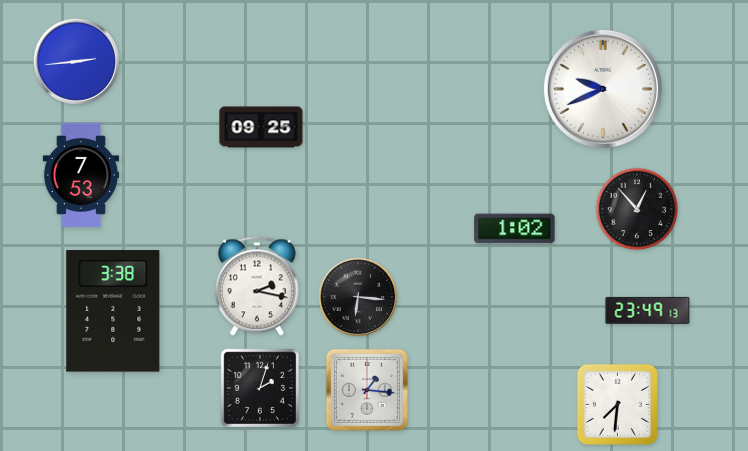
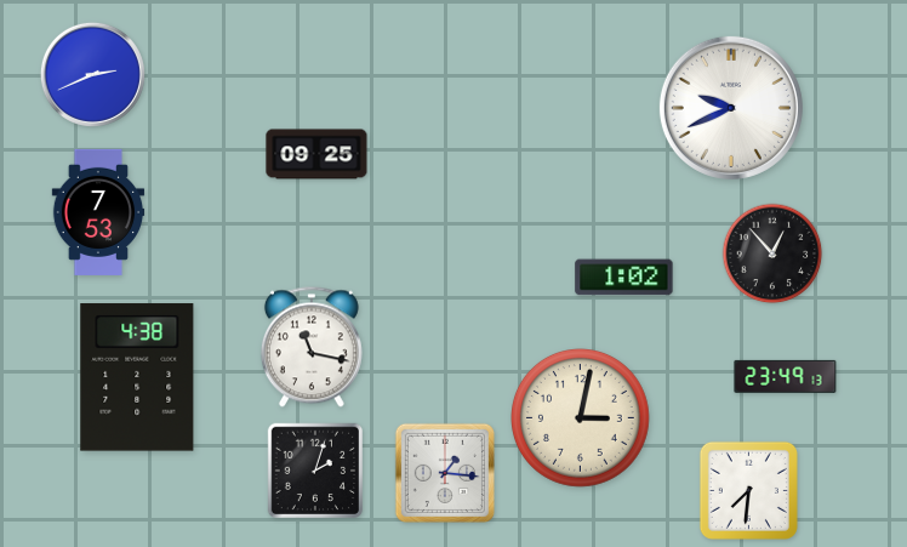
clock at (76, 61): 2:44 -> 2:41
clock at (257, 286): 2:17 -> 11:17
clock at (358, 297): 6:16 -> none
clock at (113, 311): 3:38 -> 4:38
clock at (581, 418): none -> 3:02
